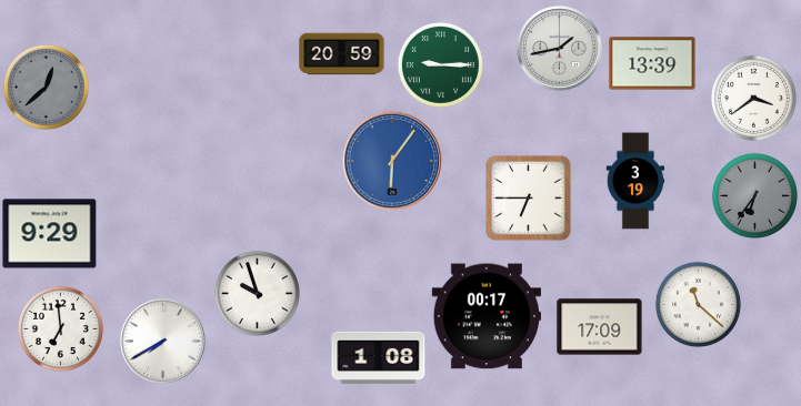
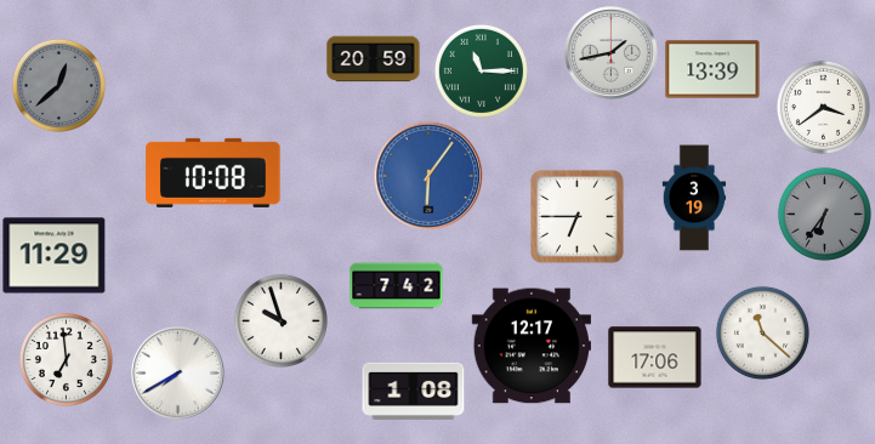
clock at (440, 64): 9:15 -> 11:15
clock at (46, 87) position: (46, 87) -> (58, 85)
clock at (214, 172): none -> 10:08
clock at (50, 234): 9:29 -> 11:29
clock at (397, 286): none -> 7:42
clock at (485, 316): 00:17 -> 12:17
clock at (600, 327): 17:09 -> 17:06
